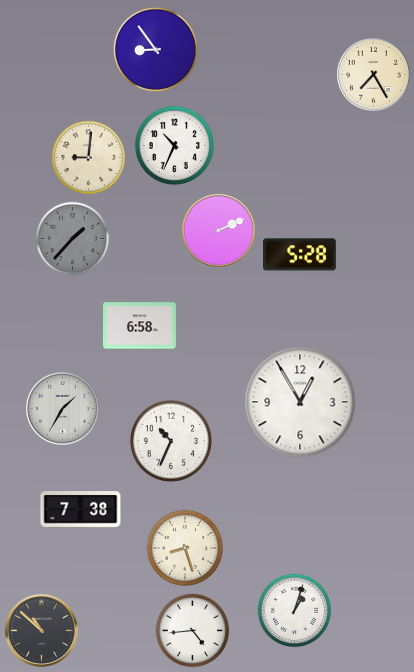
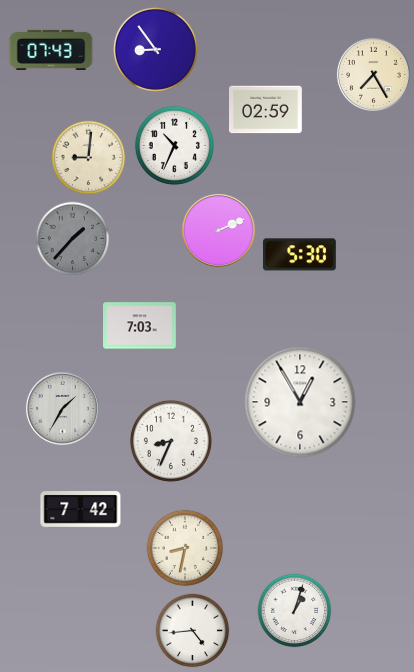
clock at (51, 50): none -> 07:43
clock at (266, 110): none -> 02:59
clock at (300, 255): 5:28 -> 5:30
clock at (140, 326): 6:58 -> 7:03
clock at (171, 441): 10:34 -> 8:34
clock at (81, 510): 7:38 -> 7:42
clock at (185, 548): 8:27 -> 8:32
clock at (41, 630): 10:52 -> none
